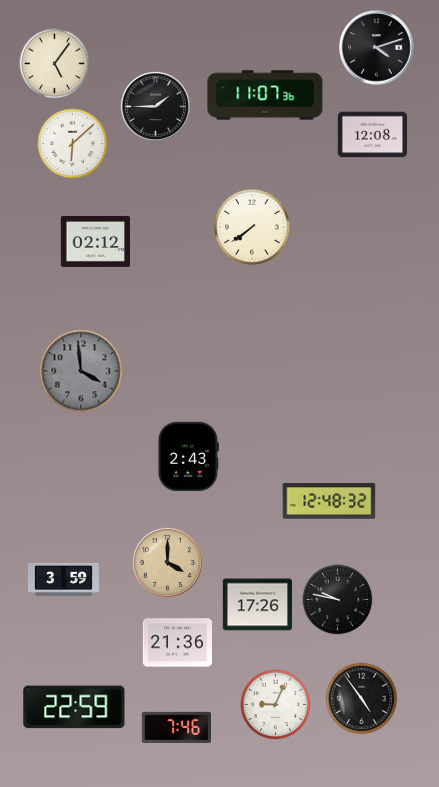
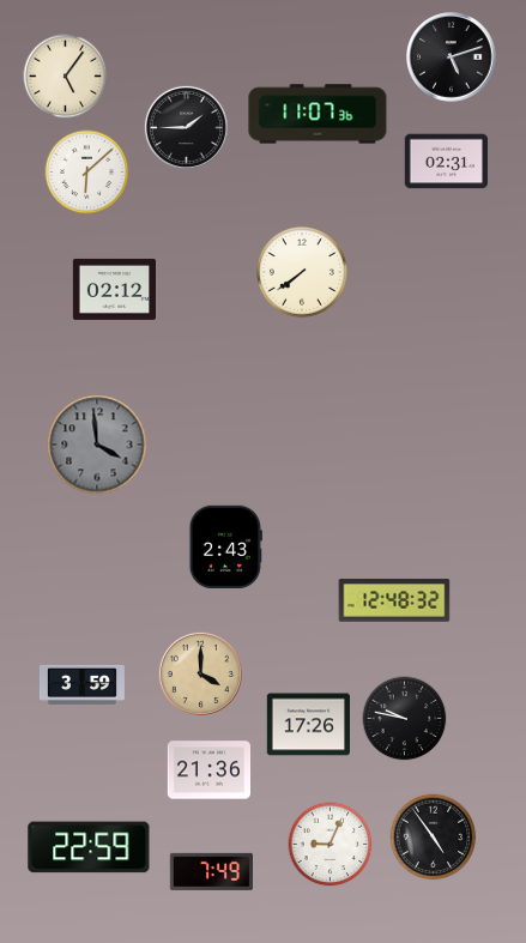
clock at (377, 48): 4:12 -> 5:12
clock at (372, 135): 12:08 -> 02:31
clock at (63, 579) position: (63, 579) -> (81, 684)
clock at (178, 643) position: (178, 643) -> (210, 770)
clock at (176, 727): 7:46 -> 7:49
